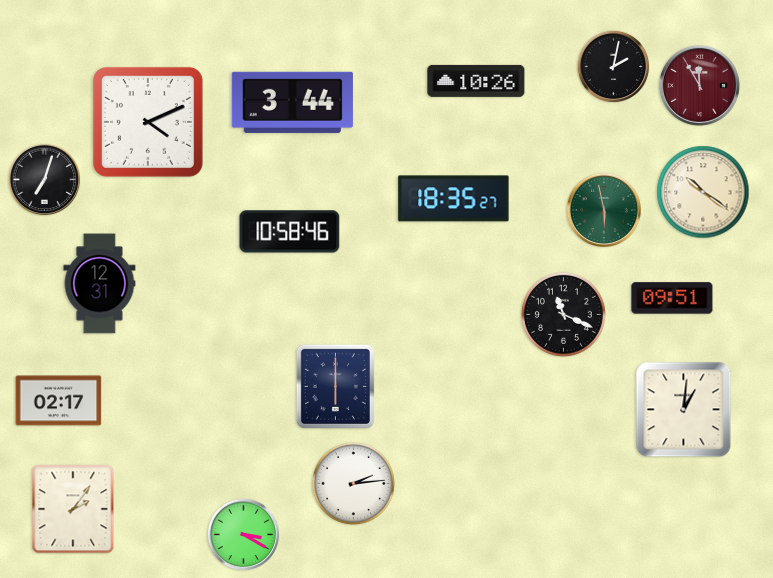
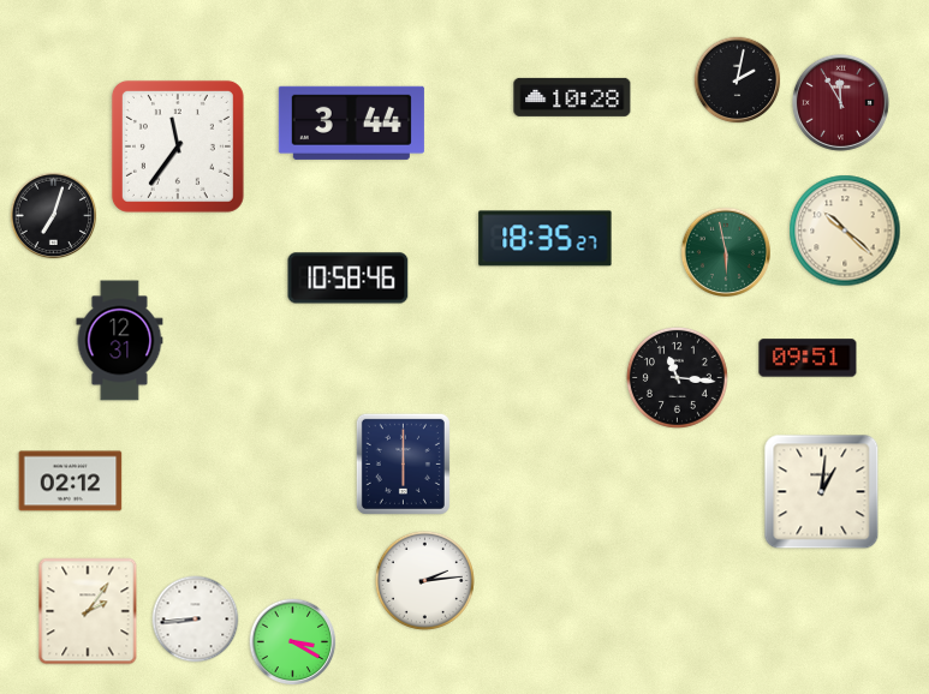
clock at (476, 81): 10:26 -> 10:28
clock at (148, 122): 4:11 -> 11:36
clock at (703, 192): 10:21 -> 10:22
clock at (563, 314): 11:19 -> 11:16
clock at (59, 401): 02:17 -> 02:12
clock at (196, 620): none -> 8:44
